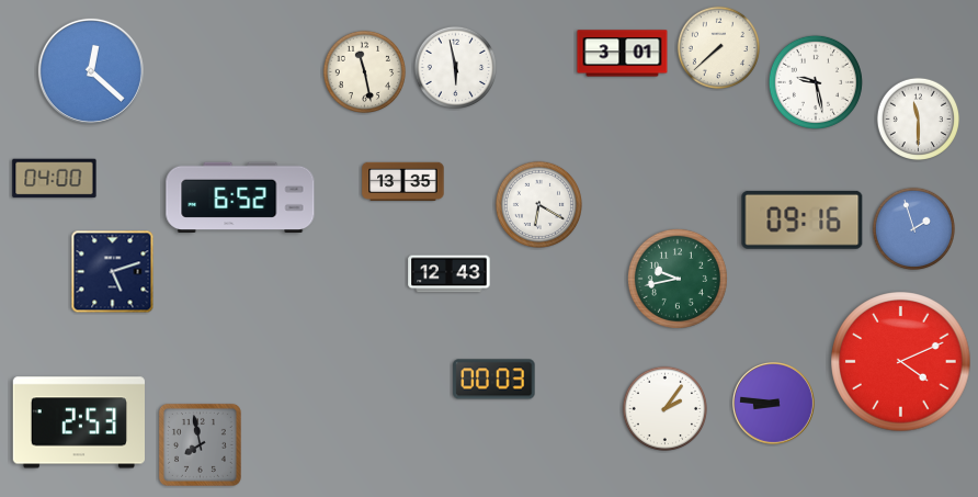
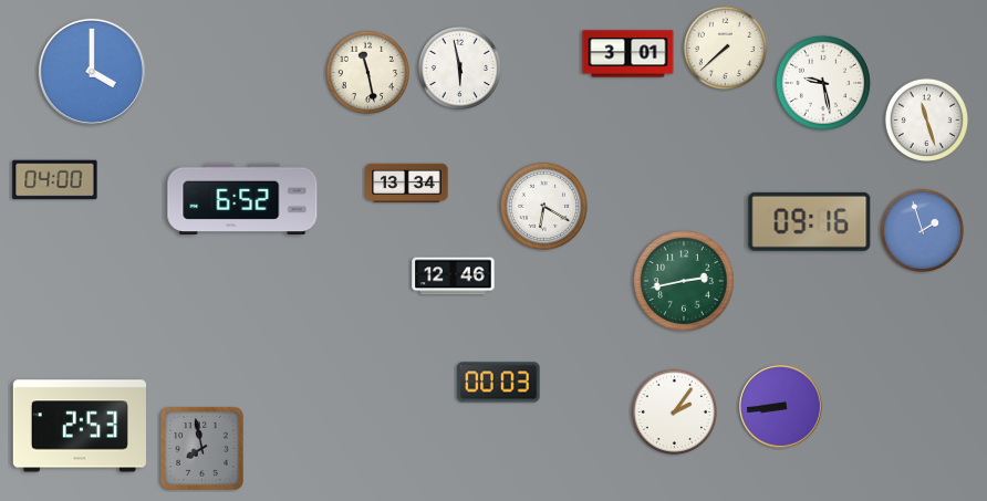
clock at (91, 71): 12:22 -> 4:00
clock at (919, 120): 11:30 -> 11:27
clock at (403, 181): 13:35 -> 13:34
clock at (113, 272): 5:12 -> none
clock at (450, 274): 12:43 -> 12:46
clock at (678, 279): 9:43 -> 2:43
clock at (901, 362): 4:11 -> none
clock at (773, 403): 8:46 -> 8:44
clock at (664, 408) position: (664, 408) -> (674, 411)
